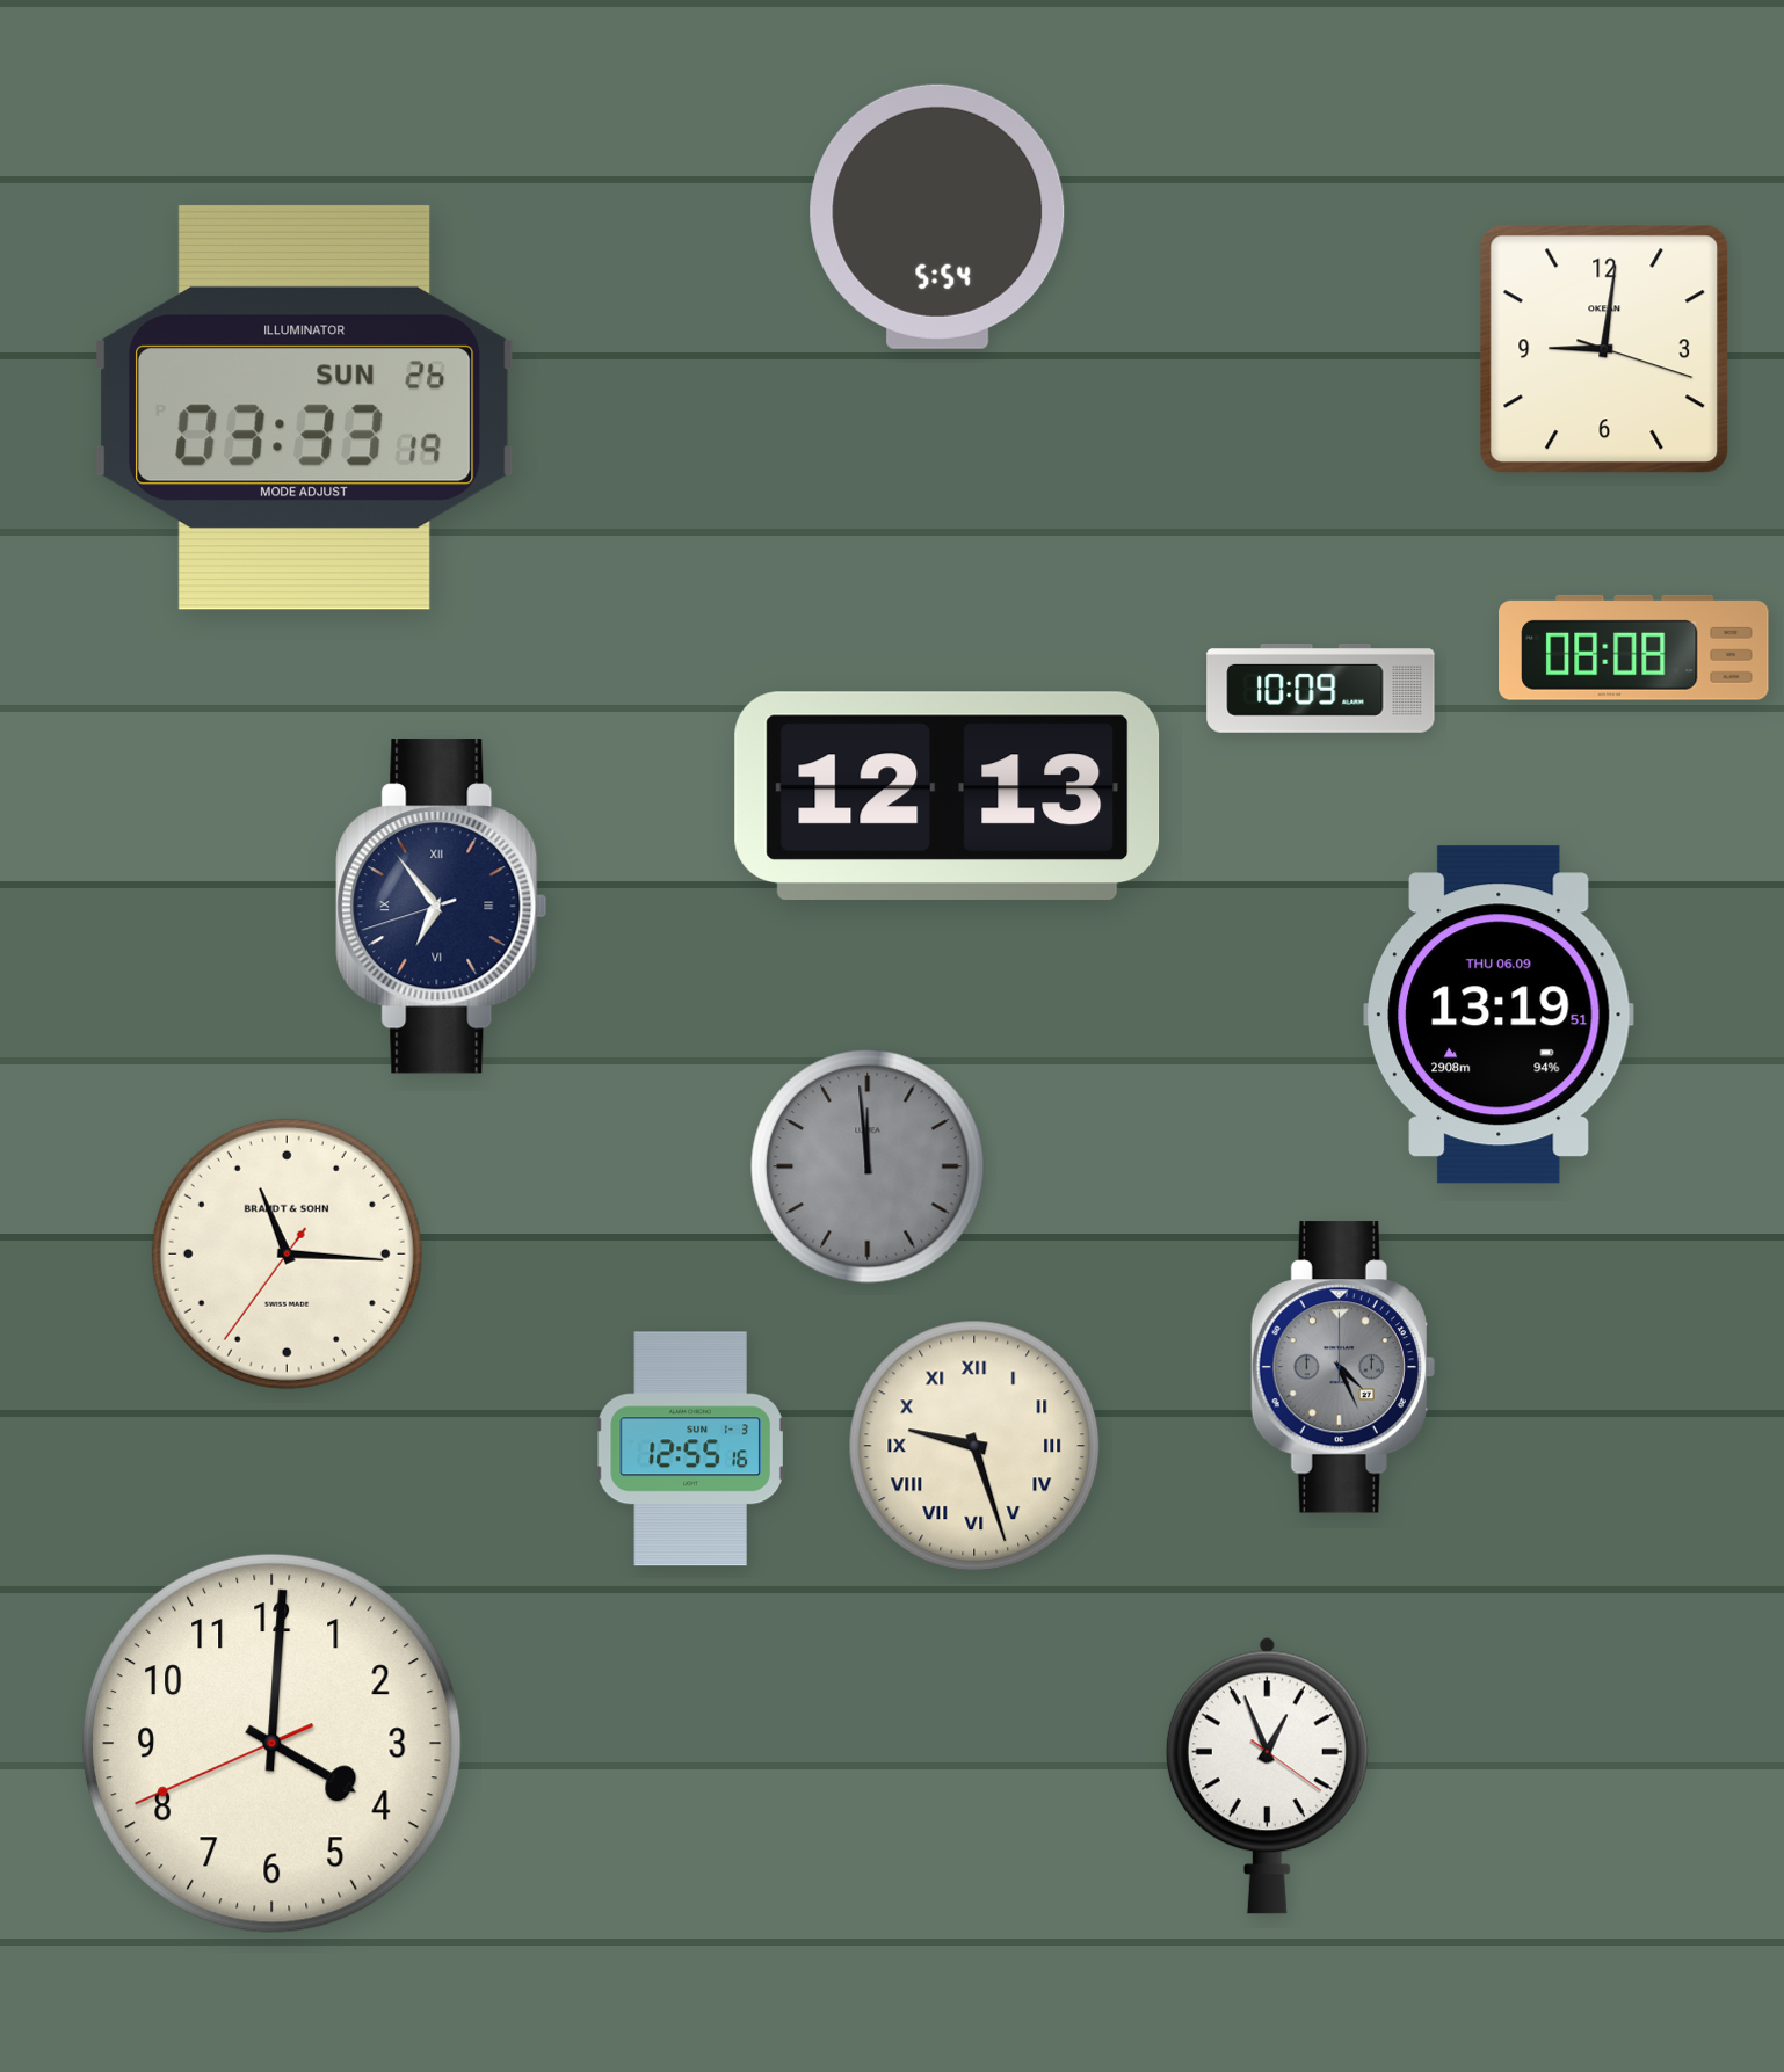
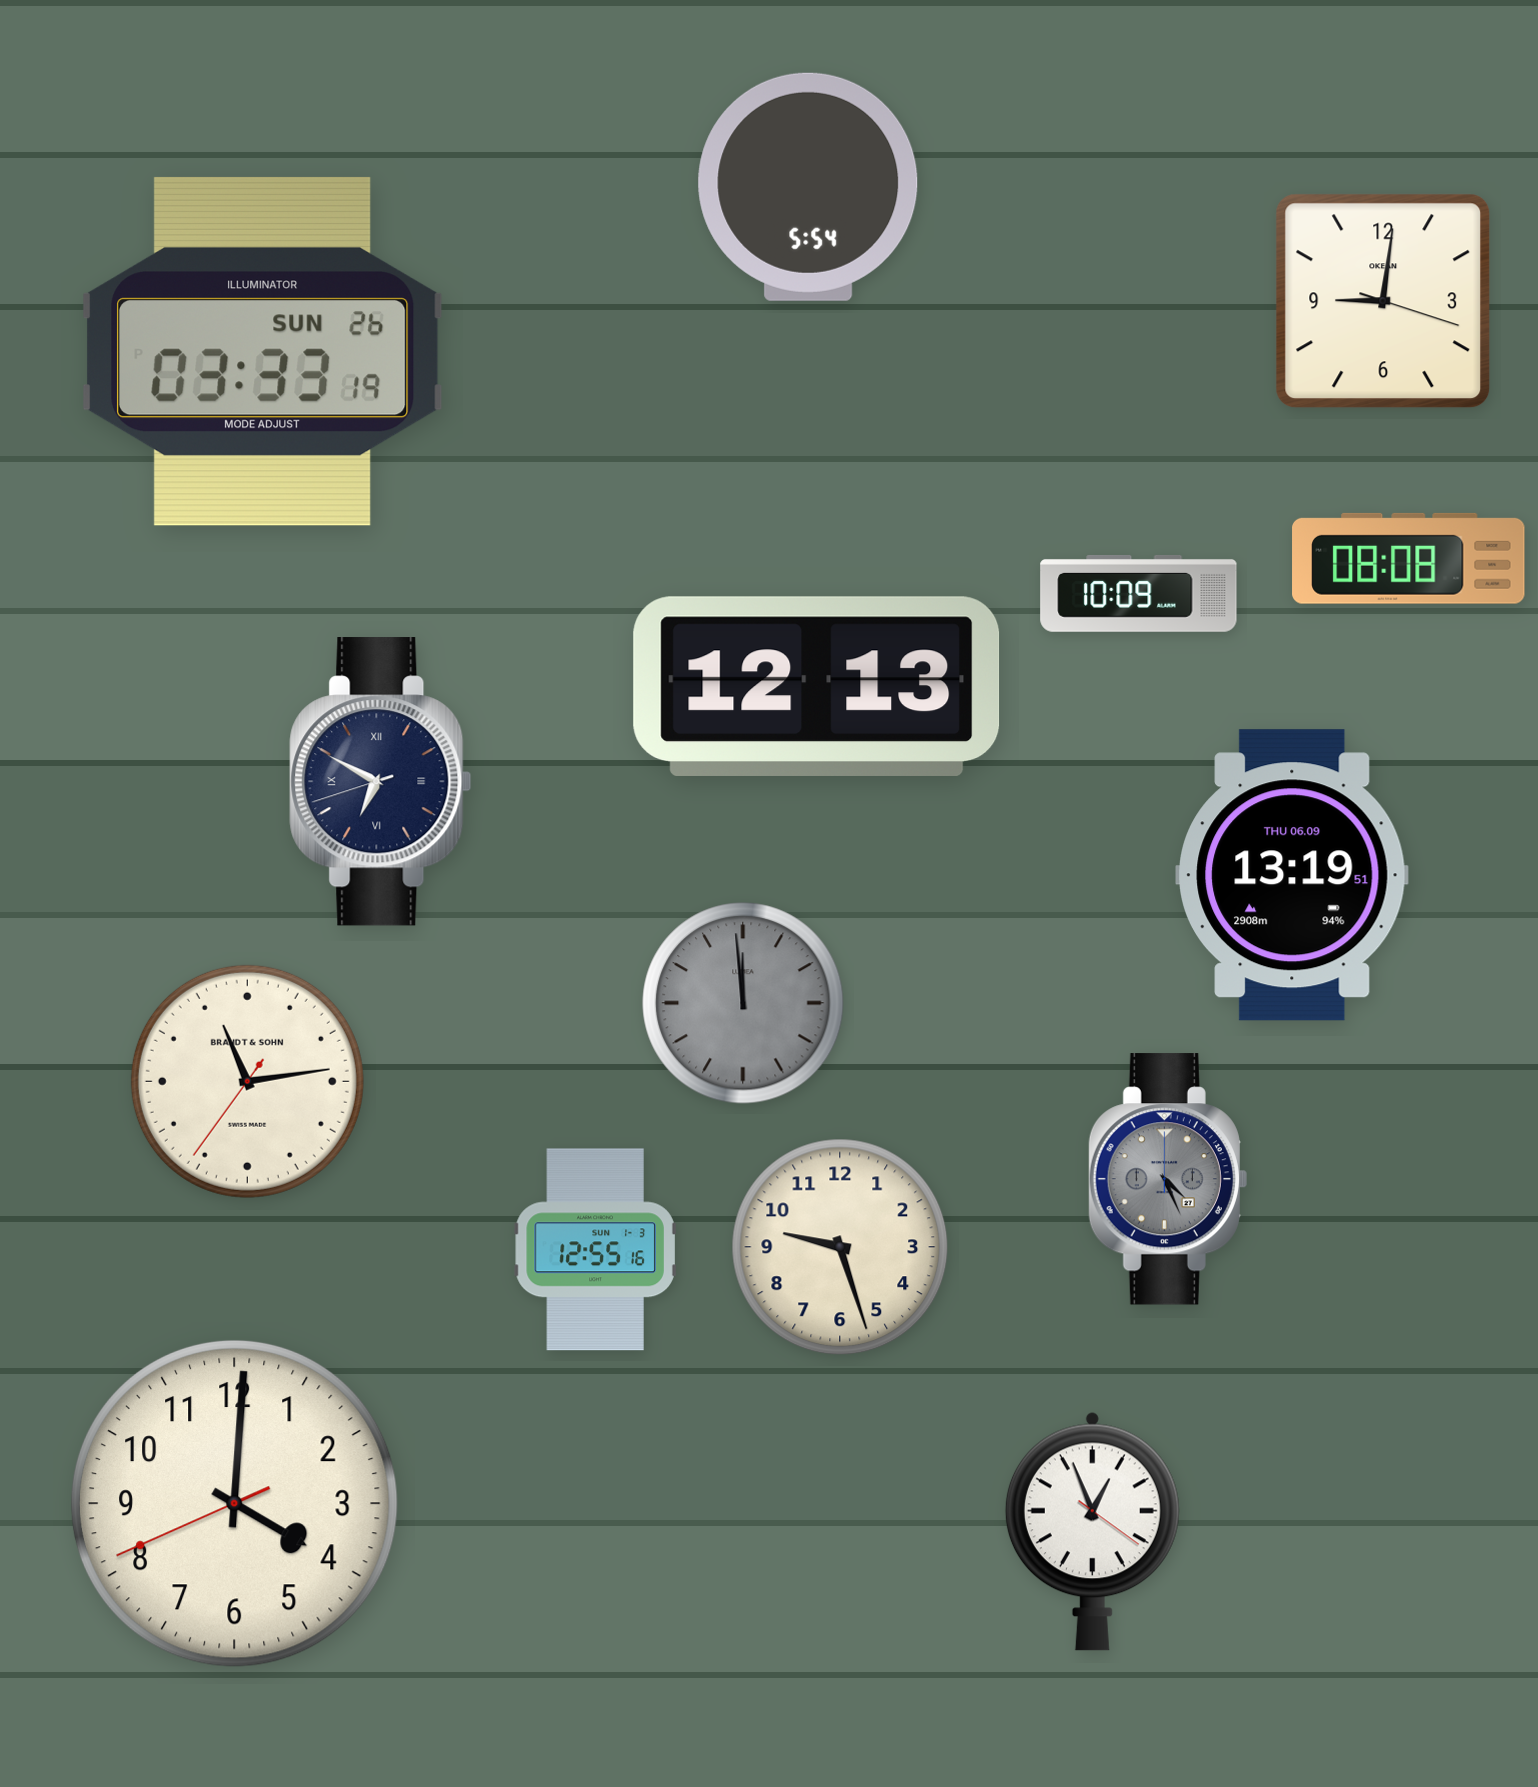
clock at (442, 907): 6:53 -> 6:49
clock at (868, 1166) position: (868, 1166) -> (743, 1003)
clock at (287, 1253): 11:15 -> 11:13
clock at (1343, 1367) position: (1343, 1367) -> (1168, 1179)
clock at (974, 1446) numerals: Roman -> Arabic
